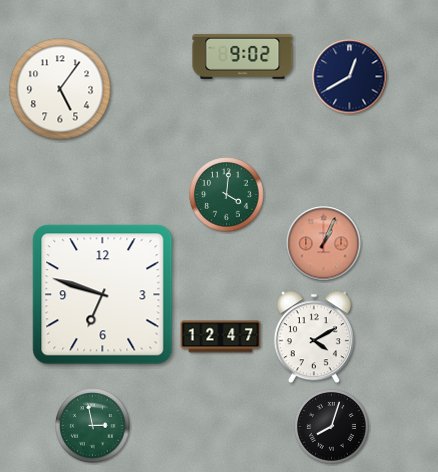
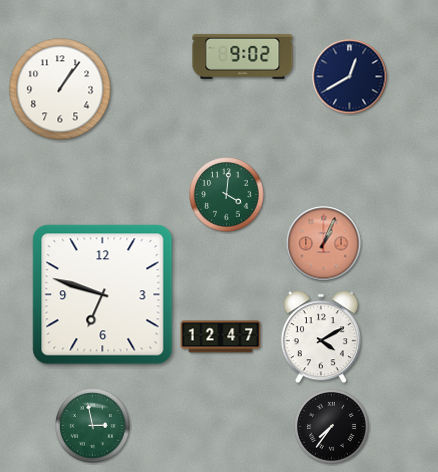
clock at (60, 89): 5:06 -> 1:06
clock at (314, 337) position: (314, 337) -> (321, 337)
clock at (332, 427): 8:03 -> 7:36
